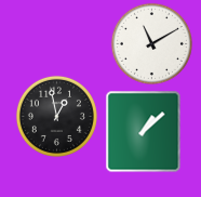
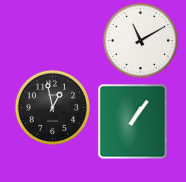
clock at (144, 132): 1:08 -> 1:06
